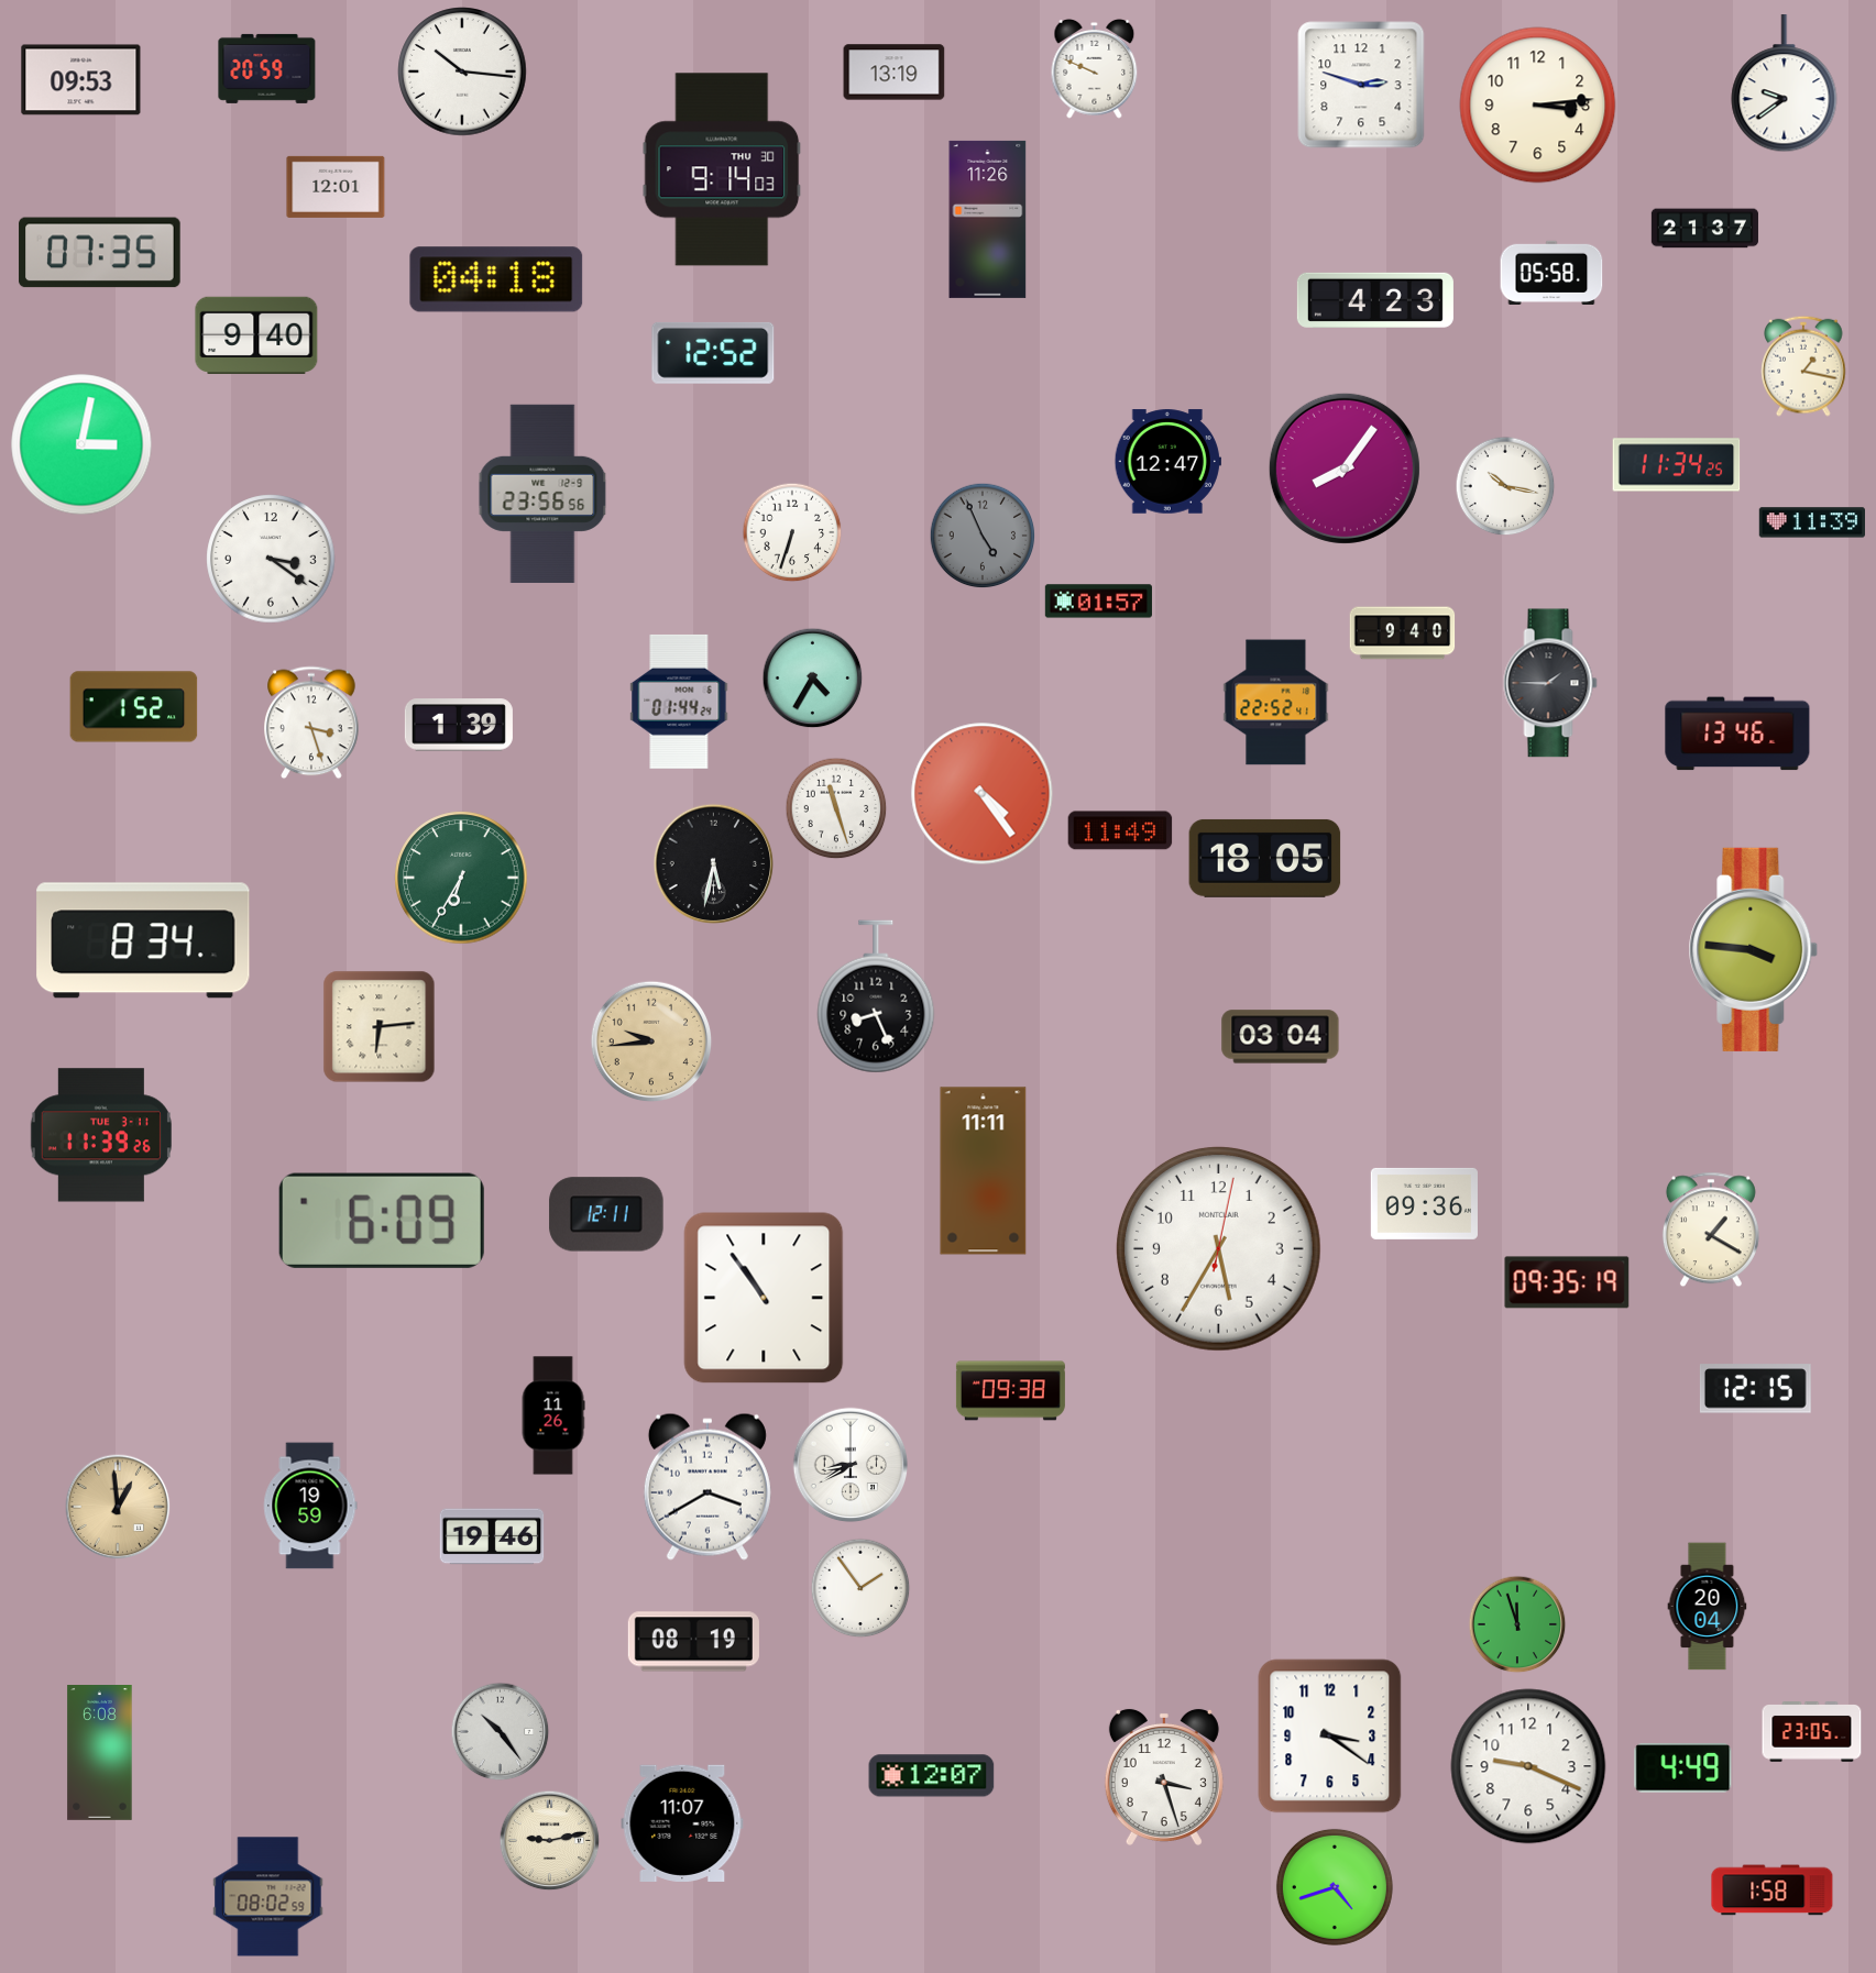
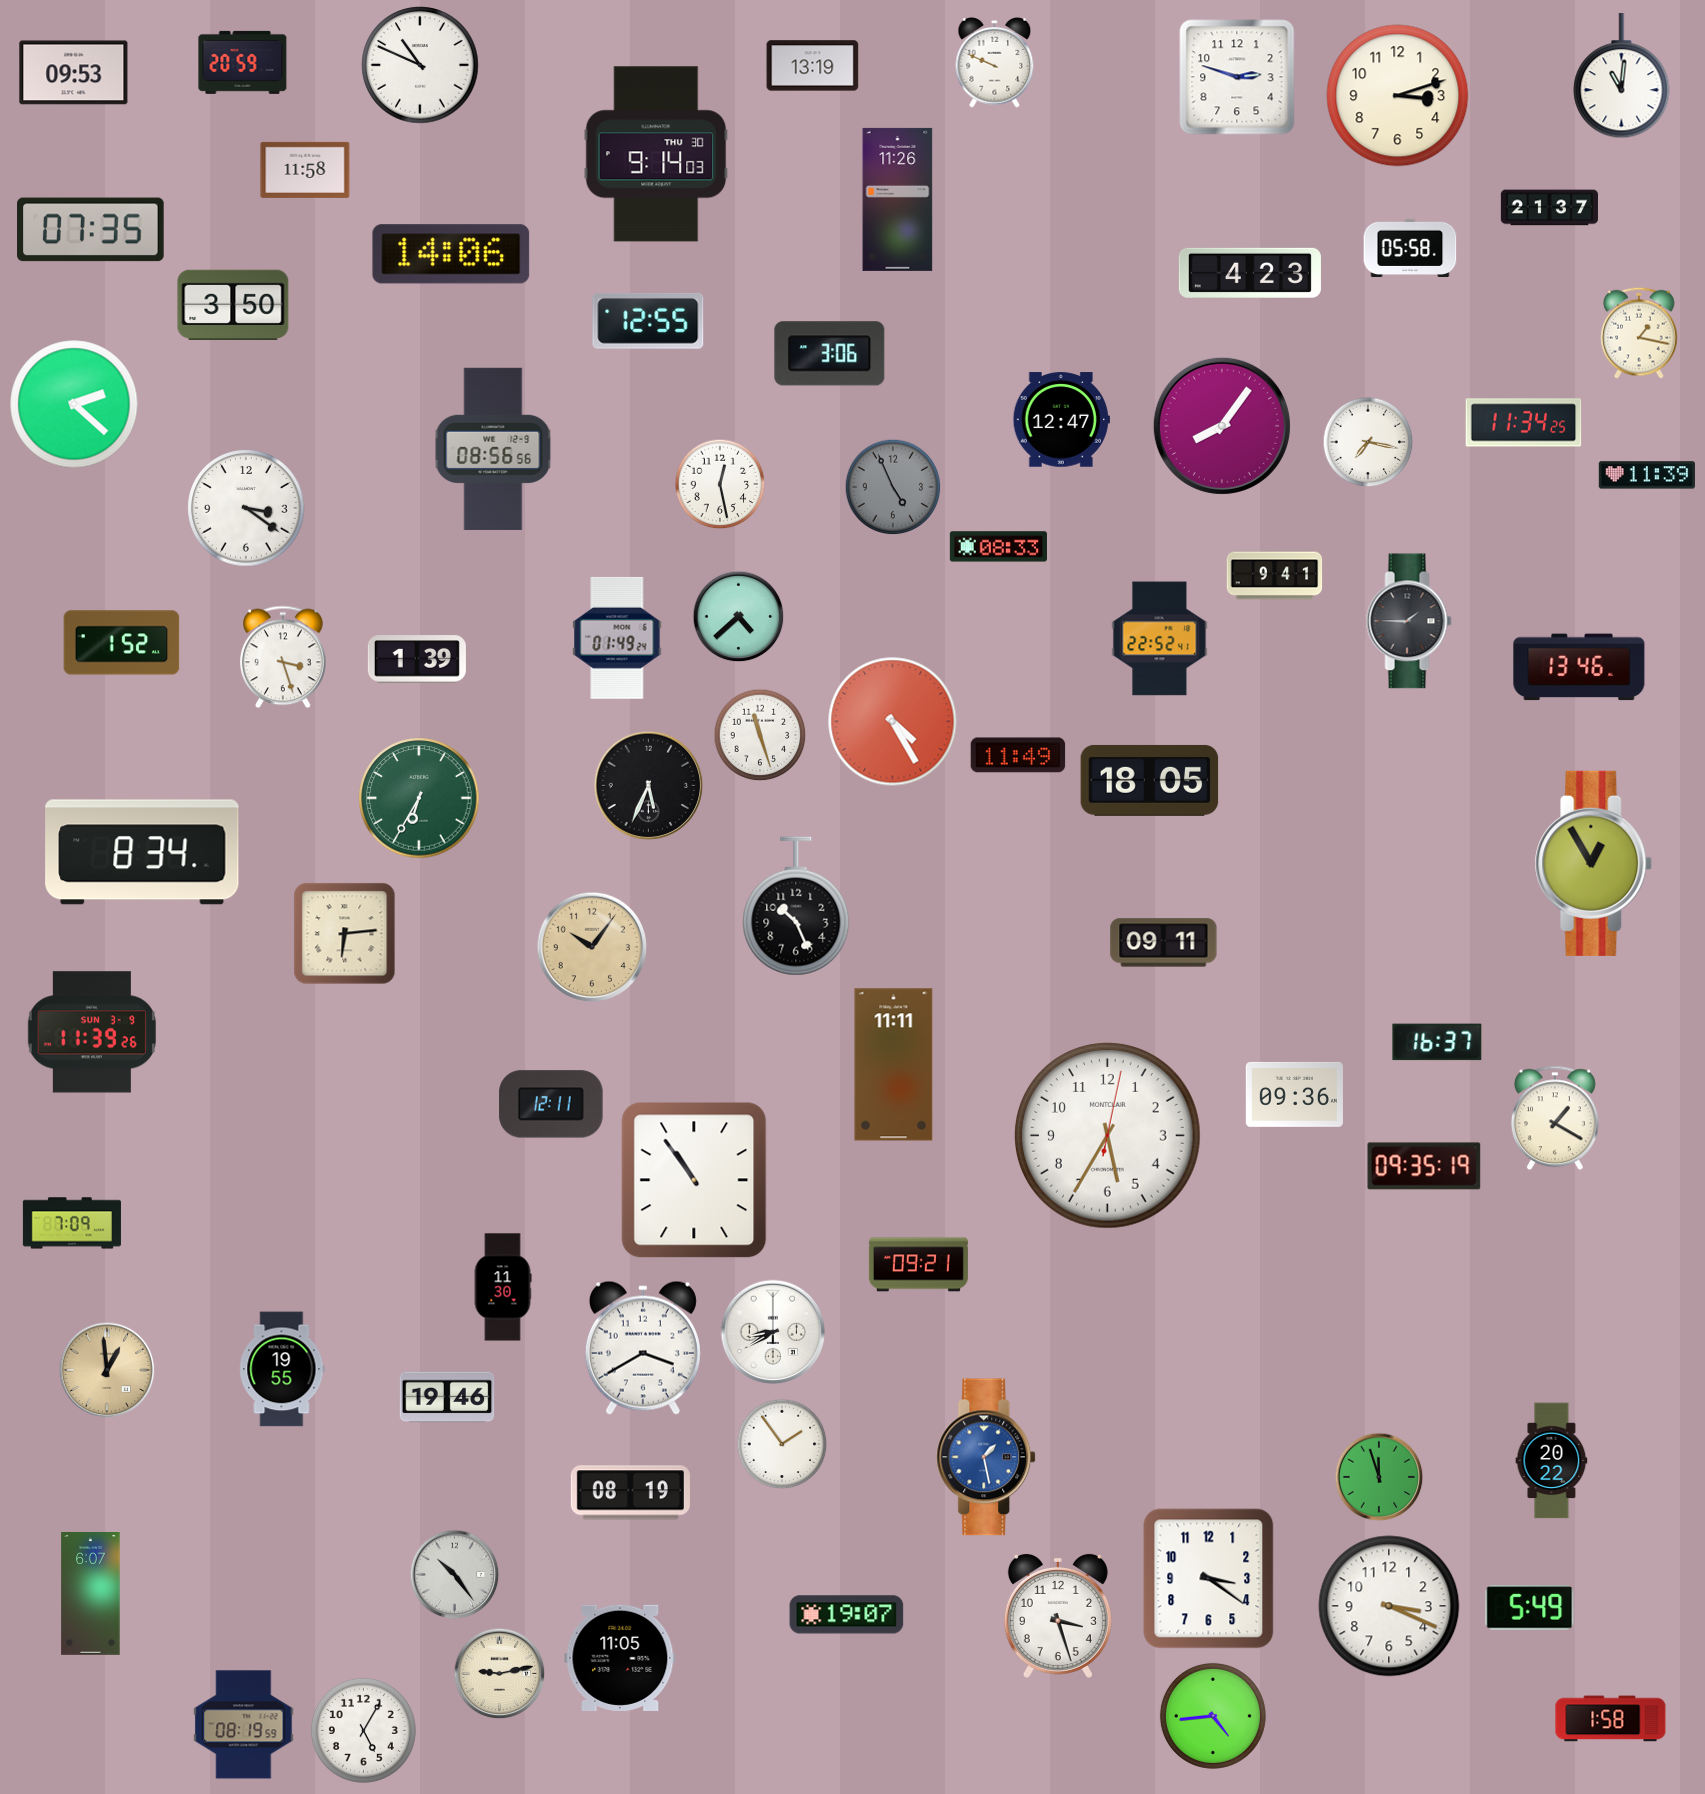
clock at (462, 71): 10:16 -> 10:49
clock at (1785, 84): 9:39 -> 11:01
clock at (1538, 106): 3:14 -> 3:12
clock at (336, 187): 12:01 -> 11:58
clock at (496, 279): 04:18 -> 14:06
clock at (256, 334): 9:40 -> 3:50
clock at (713, 353): 12:52 -> 12:55
clock at (830, 354): none -> 3:06
clock at (81, 444): 3:02 -> 2:22
clock at (1505, 486): 10:17 -> 7:17
clock at (542, 494): 23:56 -> 08:56
clock at (792, 532): 6:33 -> 12:28
clock at (1098, 602): 01:57 -> 08:33
clock at (1403, 633): 9:40 -> 9:41
clock at (813, 679): 4:35 -> 4:38
clock at (679, 702): 01:44 -> 01:49
clock at (983, 794): 4:24 -> 4:25
clock at (714, 864): 5:32 -> 5:34
clock at (143, 940) position: (143, 940) -> (142, 852)
clock at (1754, 949): 3:46 -> 12:55
clock at (876, 996): 8:26 -> 10:26
clock at (1281, 1037): 03:04 -> 09:11
clock at (651, 1041): 9:44 -> 10:06
clock at (101, 1135) date: TUE 3-11 -> SUN 3-9
clock at (1437, 1042): none -> 16:37
clock at (382, 1221): 6:09 -> none
clock at (72, 1223): none -> 7:09
clock at (1755, 1389): 12:15 -> none
clock at (1010, 1391): 09:38 -> 09:21
clock at (553, 1415): 11:26 -> 11:30
clock at (707, 1487) position: (707, 1487) -> (643, 1348)
clock at (310, 1506): 19:59 -> 19:55
clock at (987, 1457): none -> 1:28
clock at (1708, 1607): 20:04 -> 20:22
clock at (1812, 1732): 23:05 -> none
clock at (100, 1753): 6:08 -> 6:07
clock at (1528, 1766): 9:19 -> 3:19
clock at (1683, 1768): 4:49 -> 5:49
clock at (932, 1776): 12:07 -> 19:07
clock at (682, 1823): 11:07 -> 11:05
clock at (1335, 1887): 4:42 -> 4:44
clock at (268, 1897): 08:02 -> 08:19
clock at (363, 1730): none -> 5:05
